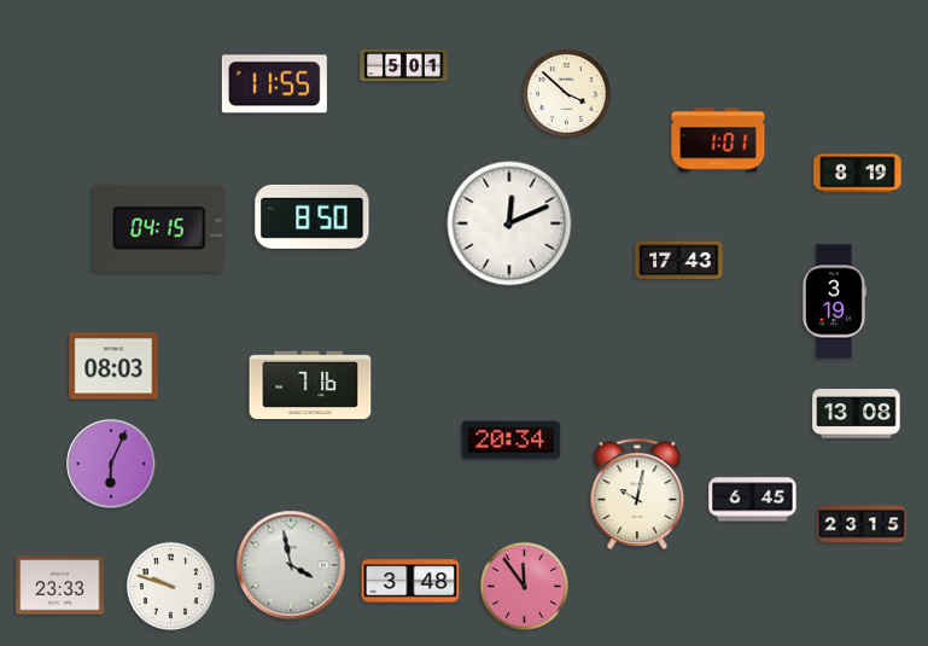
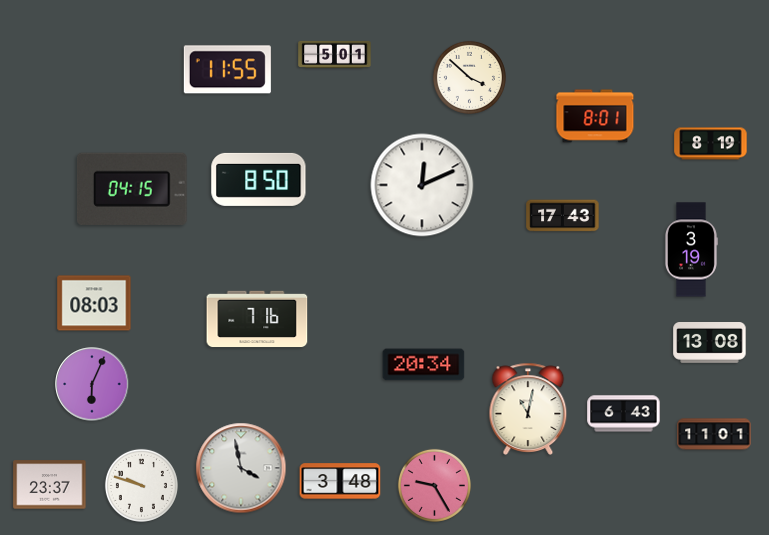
clock at (718, 140): 1:01 -> 8:01
clock at (637, 494): 10:02 -> 11:02
clock at (753, 500): 6:45 -> 6:43
clock at (862, 524): 23:15 -> 11:01
clock at (60, 586): 23:33 -> 23:37
clock at (524, 586): 11:54 -> 9:25
